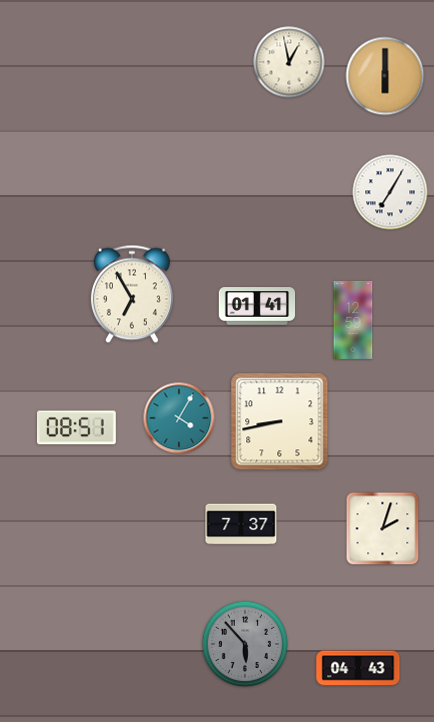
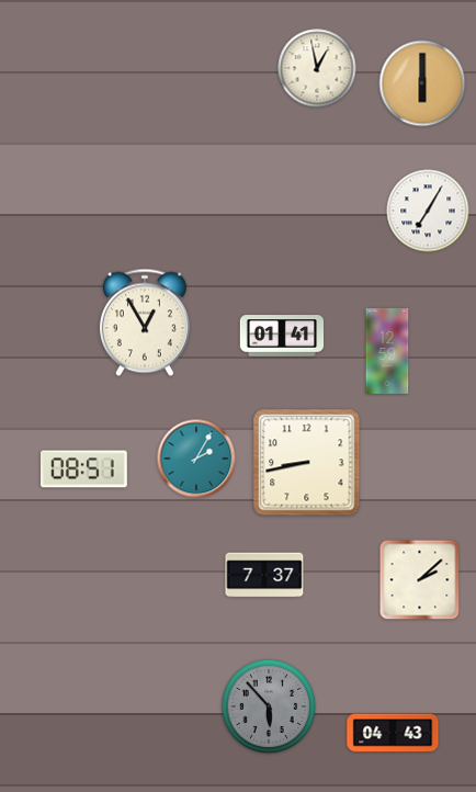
clock at (132, 294): 6:55 -> 12:55
clock at (179, 418): 4:05 -> 2:05
clock at (383, 529): 2:03 -> 2:08
